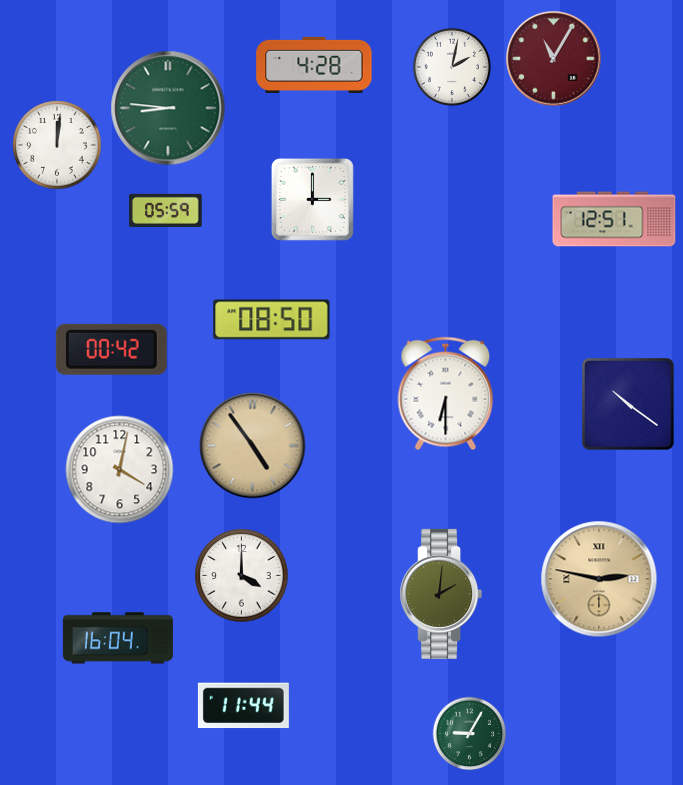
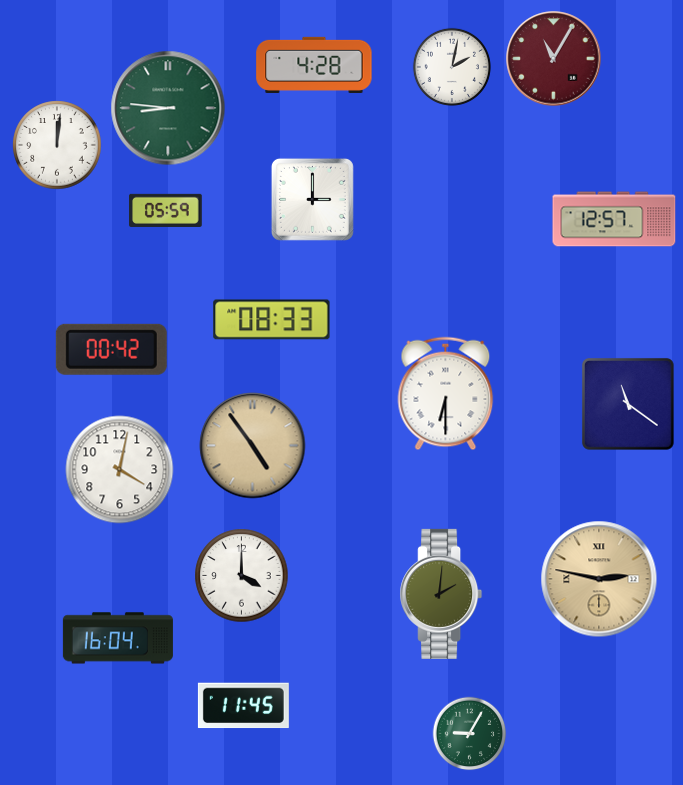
clock at (614, 219): 12:51 -> 12:57
clock at (272, 320): 08:50 -> 08:33
clock at (628, 404): 10:21 -> 11:21
clock at (243, 706): 11:44 -> 11:45
